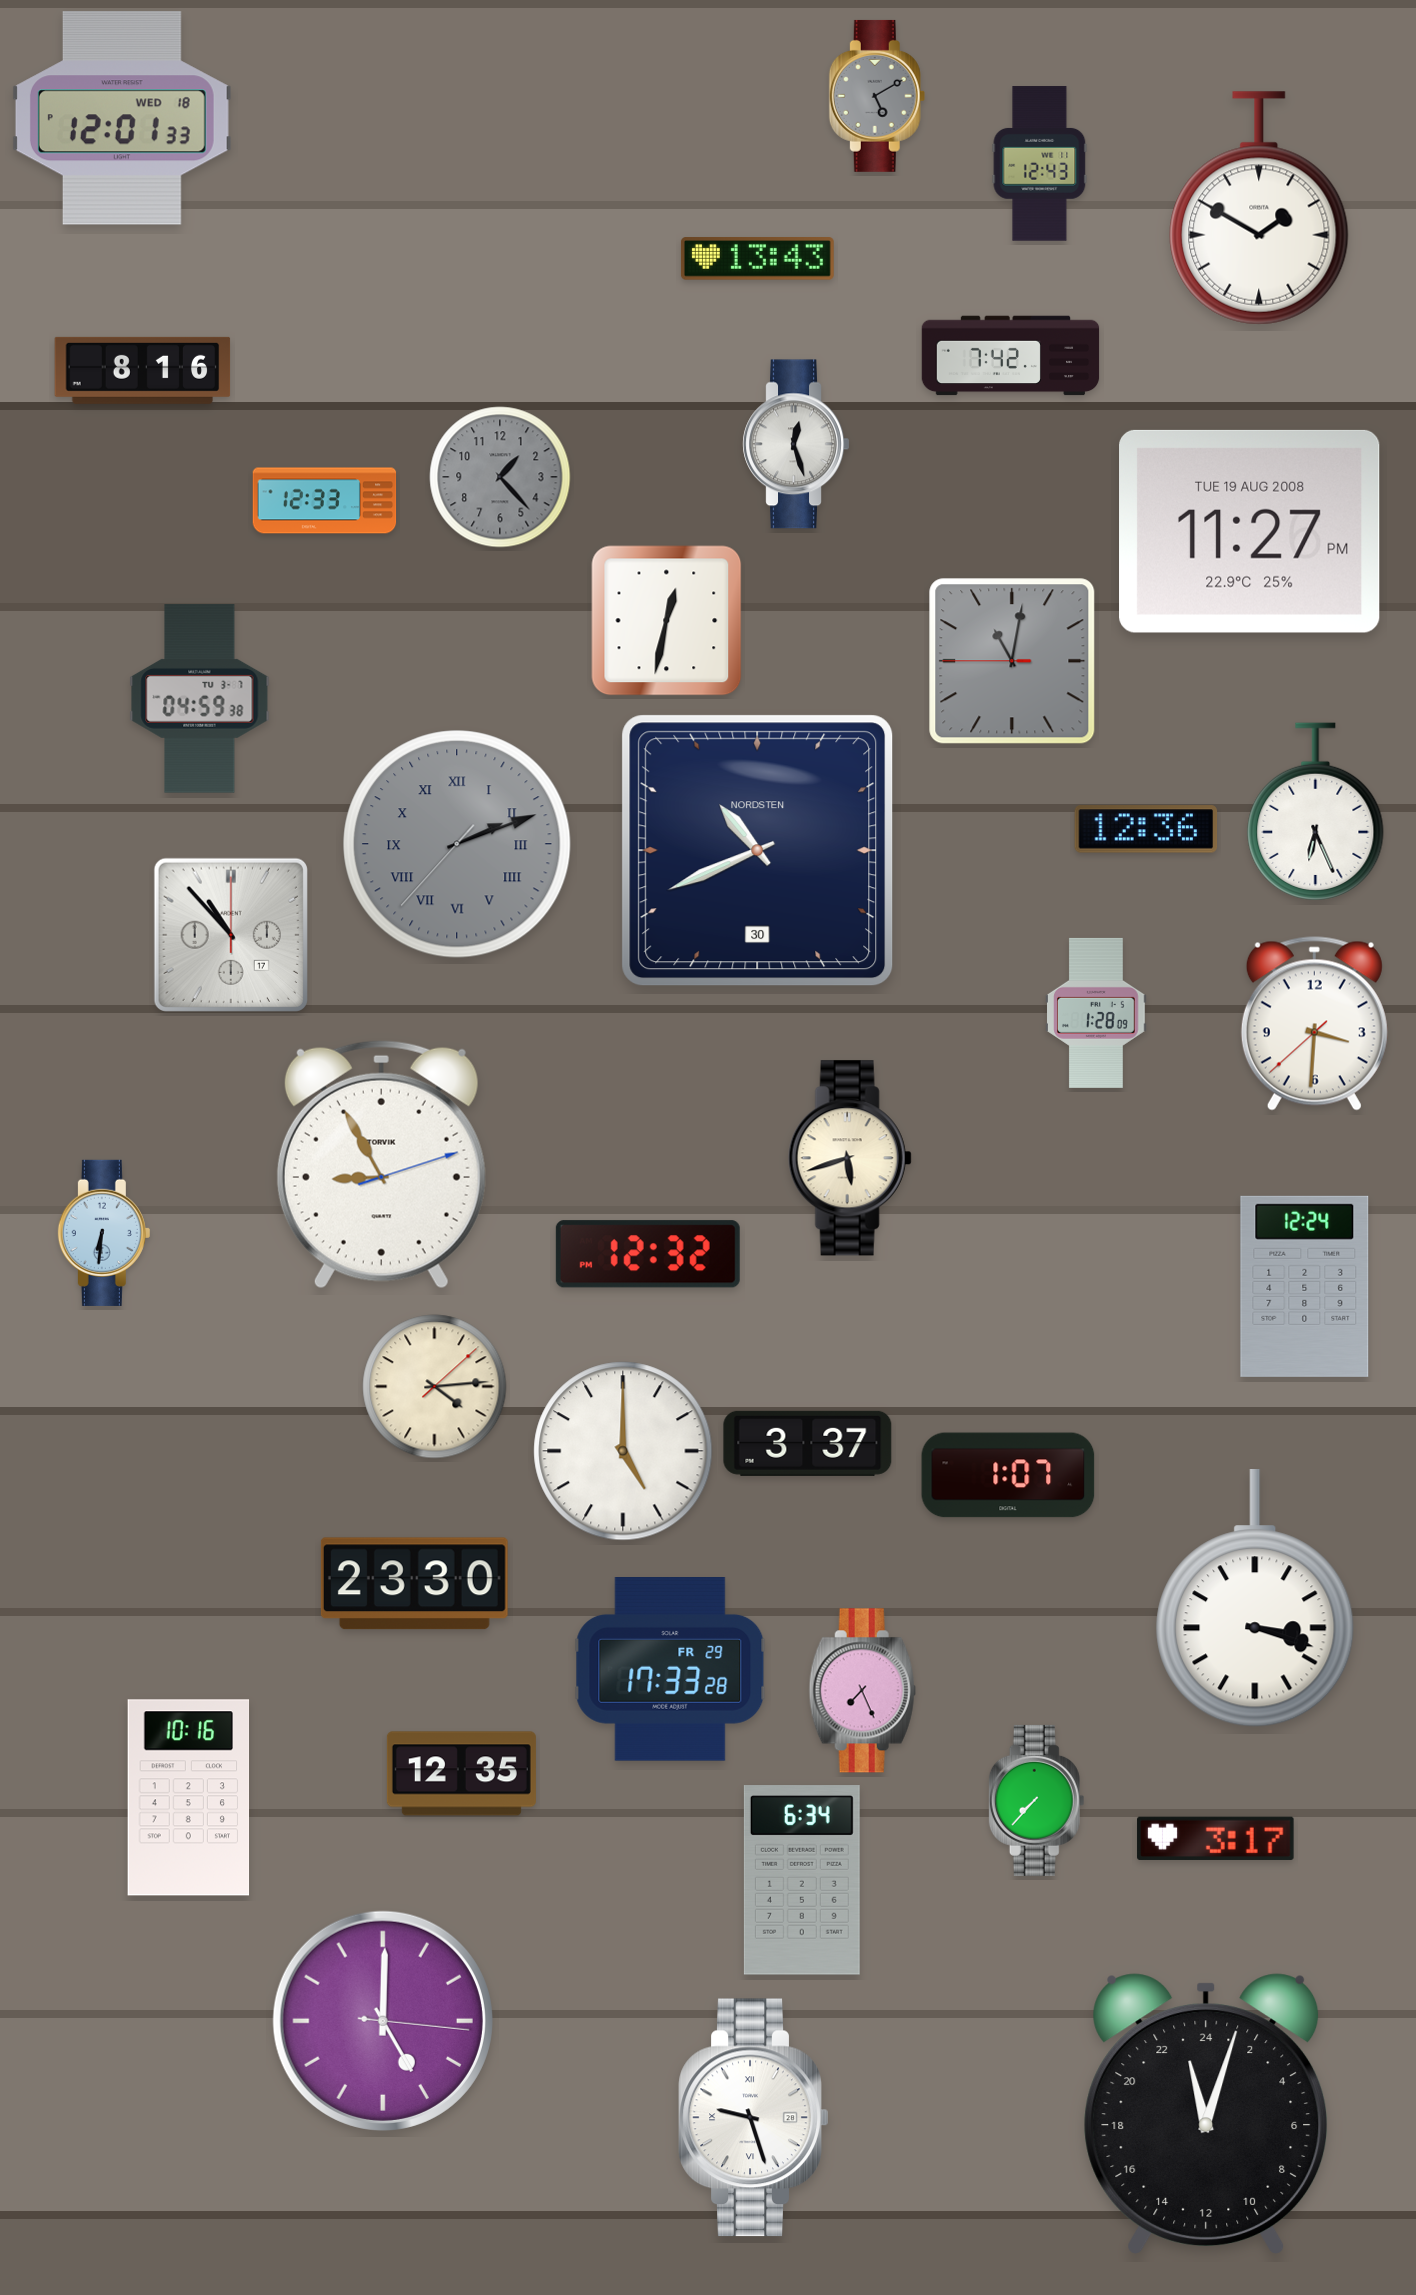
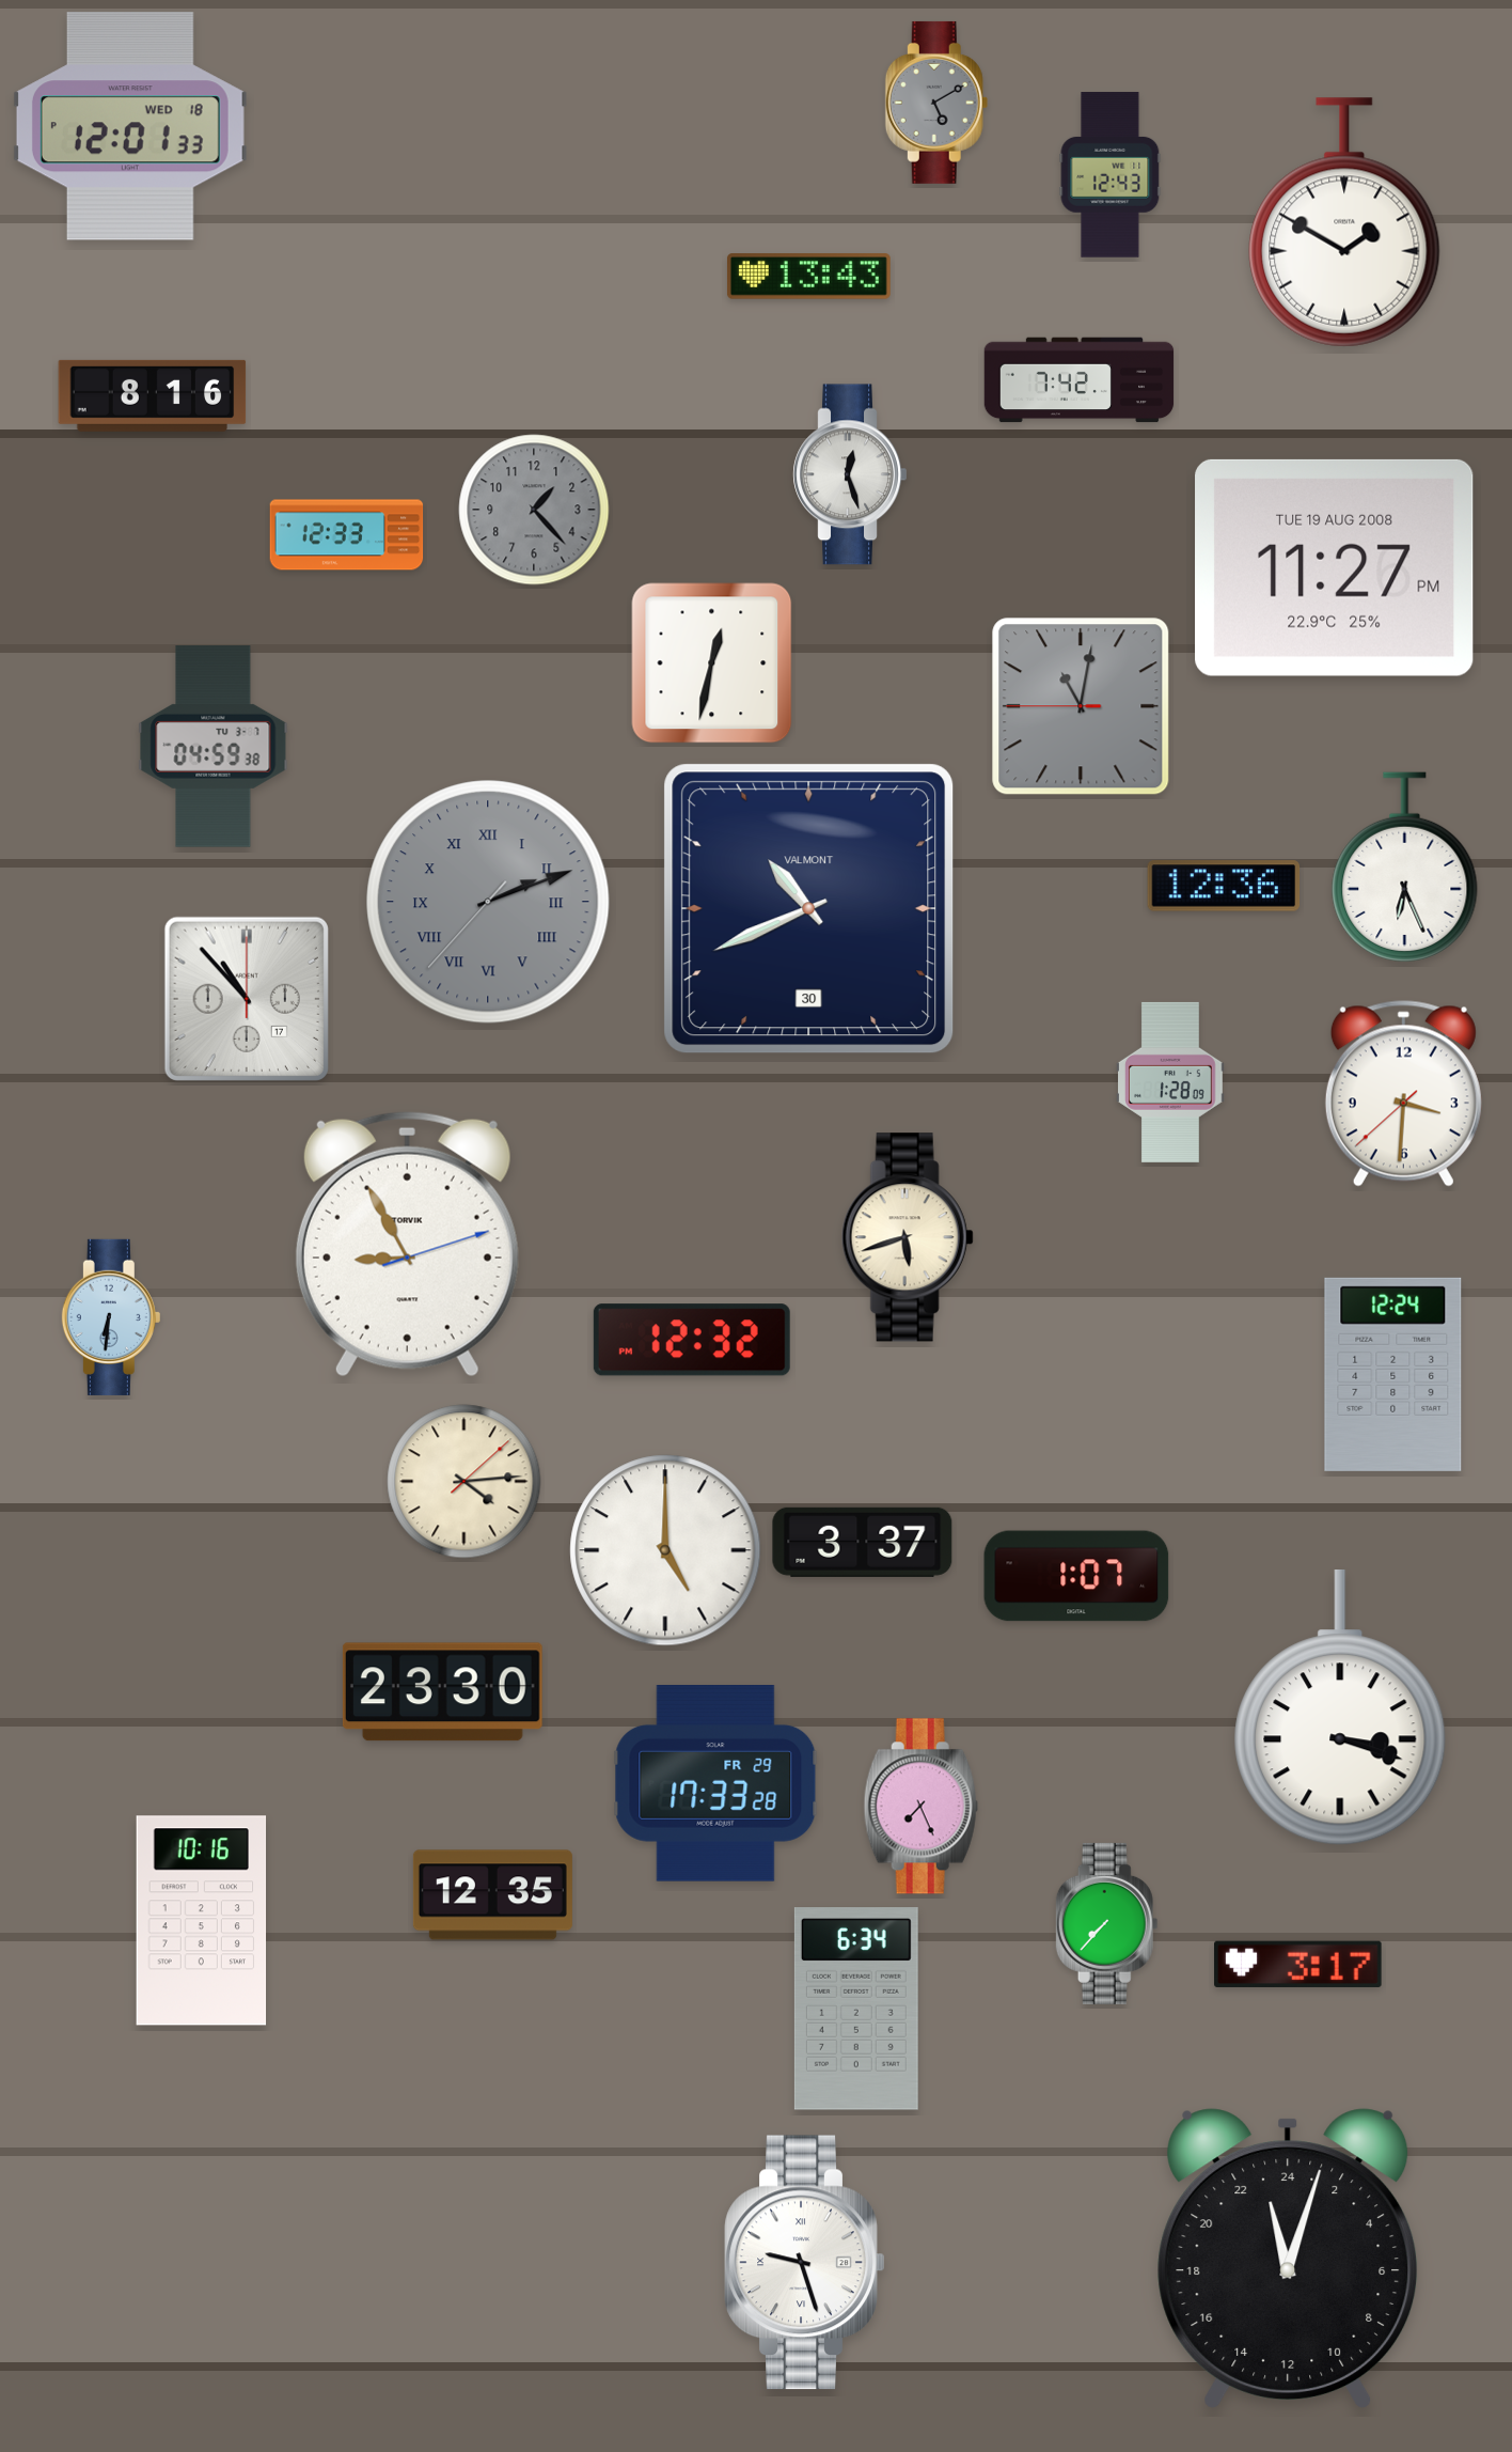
clock at (758, 851) brand: NORDSTEN -> VALMONT
clock at (383, 2021): 5:00 -> none
